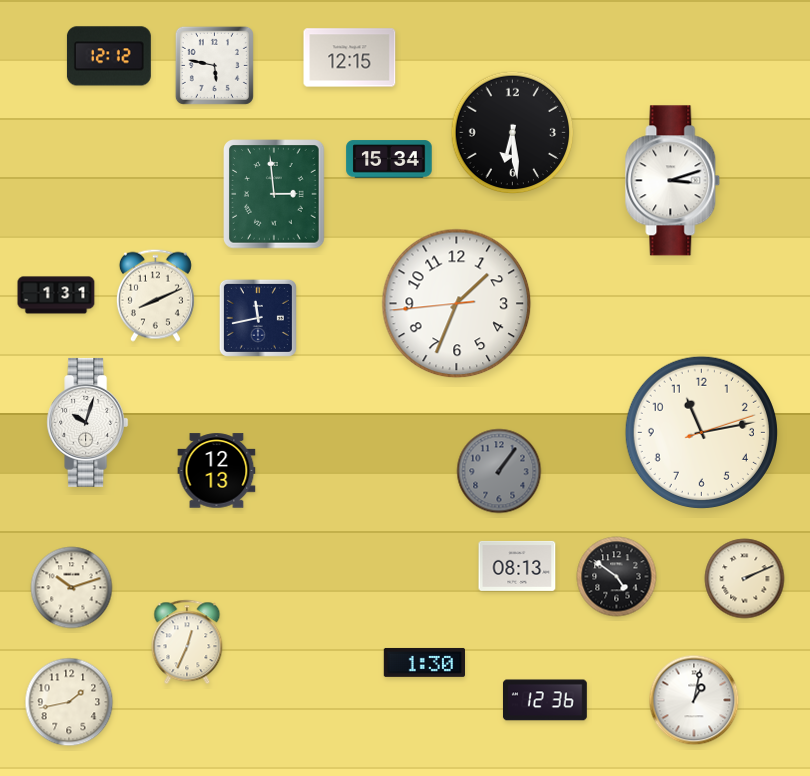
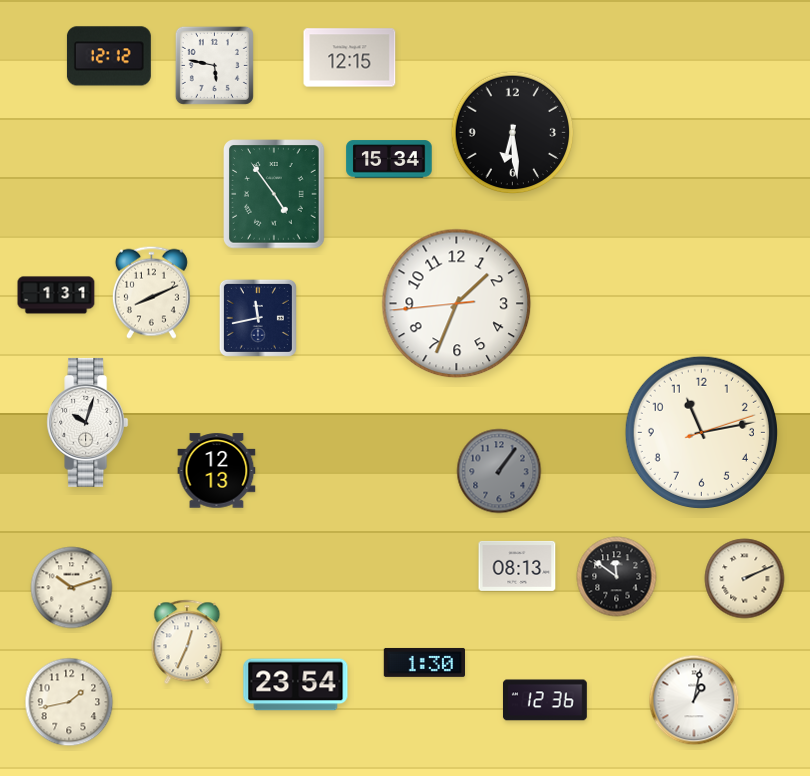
clock at (673, 181): 3:12 -> none
clock at (275, 194): 2:59 -> 4:54
clock at (155, 295) position: (155, 295) -> (151, 292)
clock at (617, 577): 4:51 -> 11:51
clock at (296, 685): none -> 23:54
